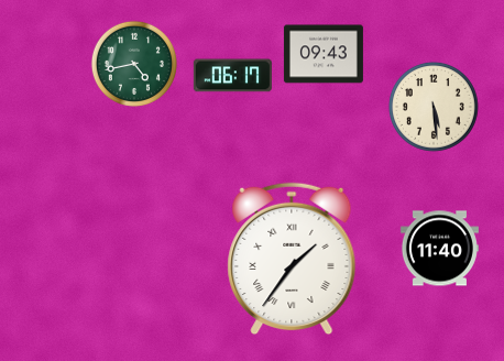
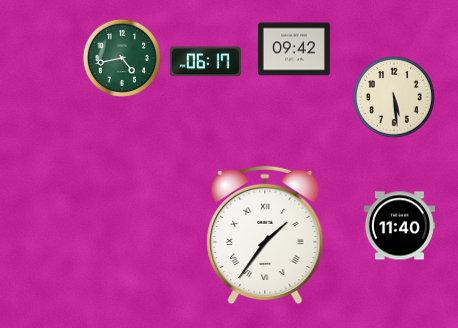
clock at (324, 54): 09:43 -> 09:42
clock at (232, 76) position: (232, 76) -> (205, 62)
